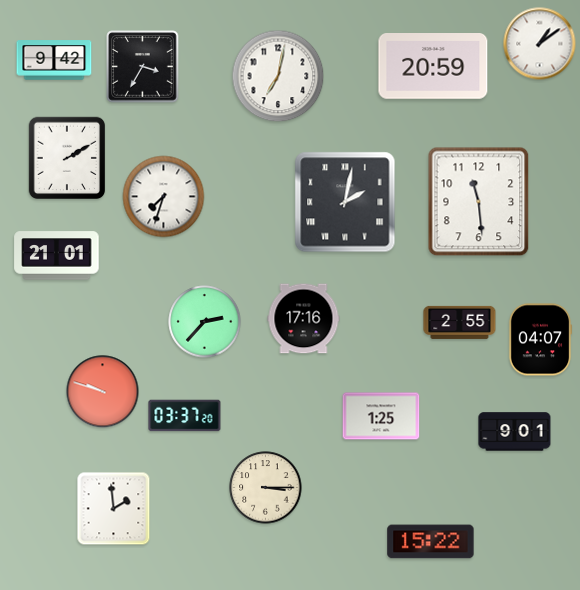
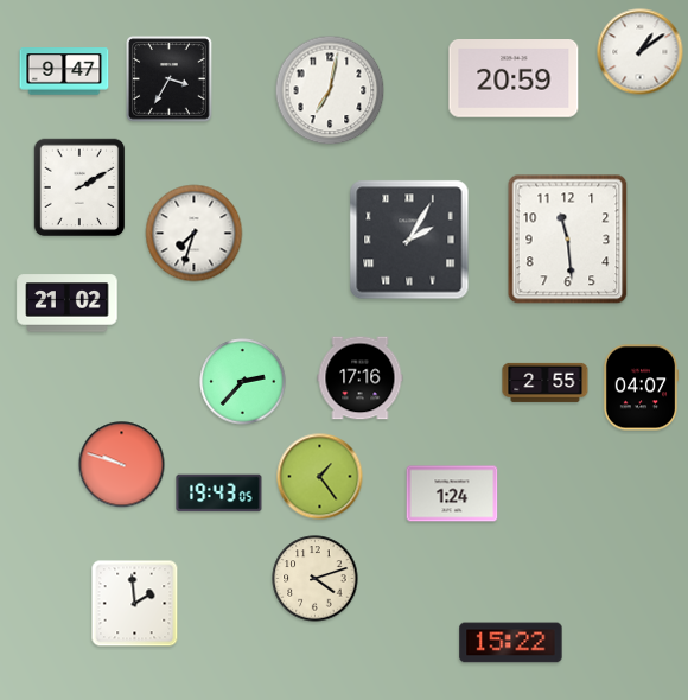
clock at (54, 60): 9:42 -> 9:47
clock at (345, 202): 2:02 -> 2:05
clock at (57, 256): 21:01 -> 21:02
clock at (540, 340) position: (540, 340) -> (641, 388)
clock at (320, 477): none -> 1:24
clock at (185, 416): 03:37 -> 19:43
clock at (381, 416): 1:25 -> 1:24
clock at (515, 432): 9:01 -> none
clock at (266, 488): 3:15 -> 4:12
